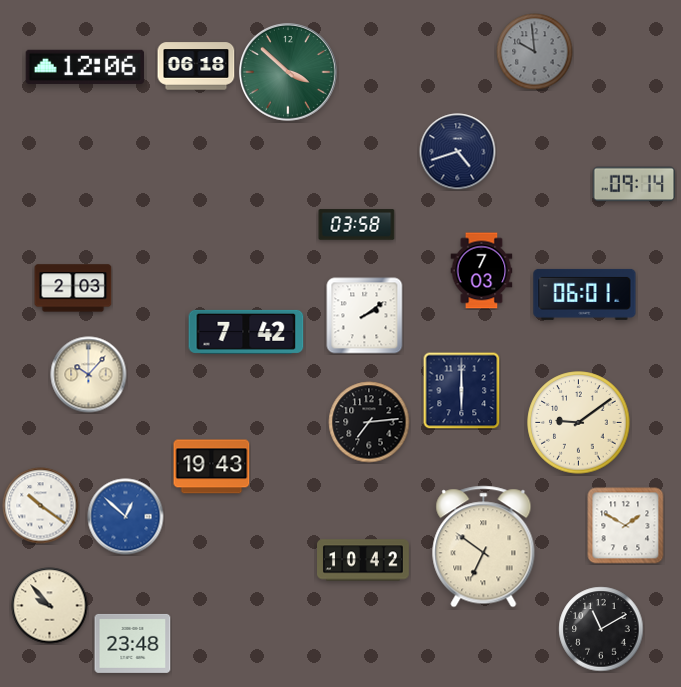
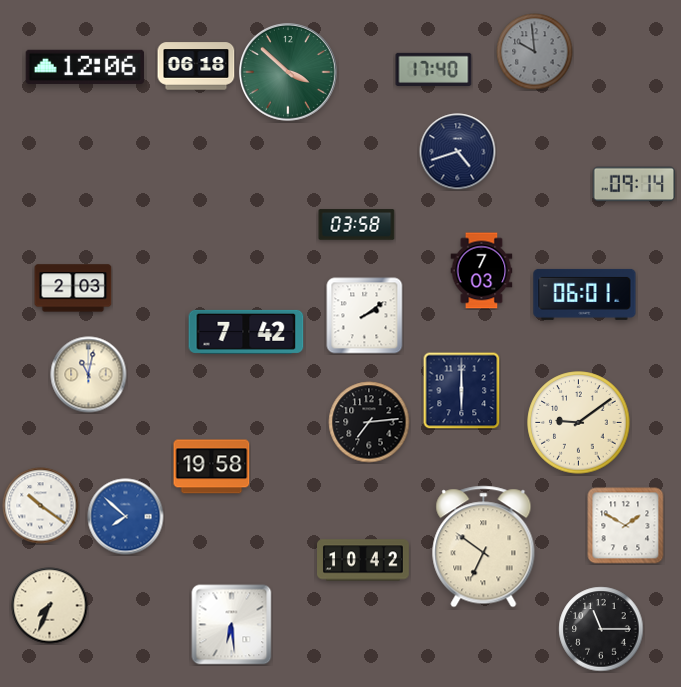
clock at (434, 69): none -> 17:40
clock at (89, 375): 10:07 -> 11:02
clock at (212, 467): 19:43 -> 19:58
clock at (126, 517): 12:52 -> 7:52
clock at (50, 606): 9:53 -> 7:34
clock at (232, 625): none -> 6:29
clock at (601, 629): 11:10 -> 11:15
clock at (133, 643): 23:48 -> none
